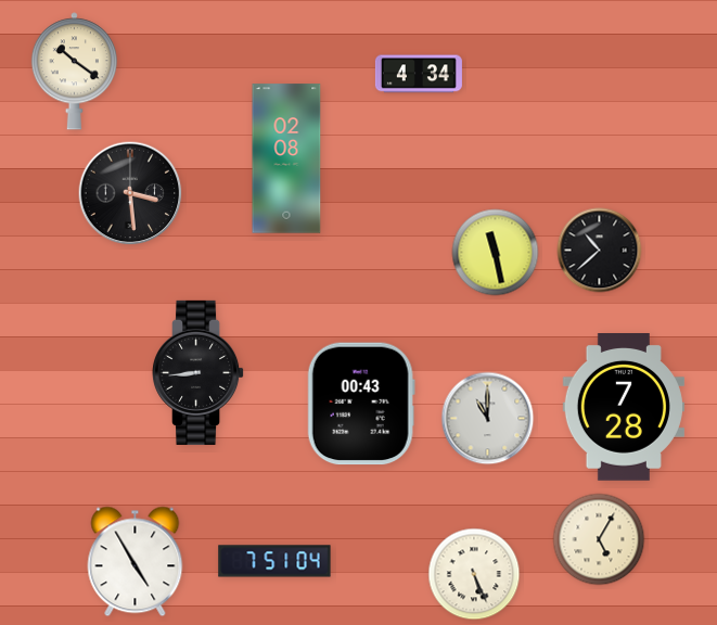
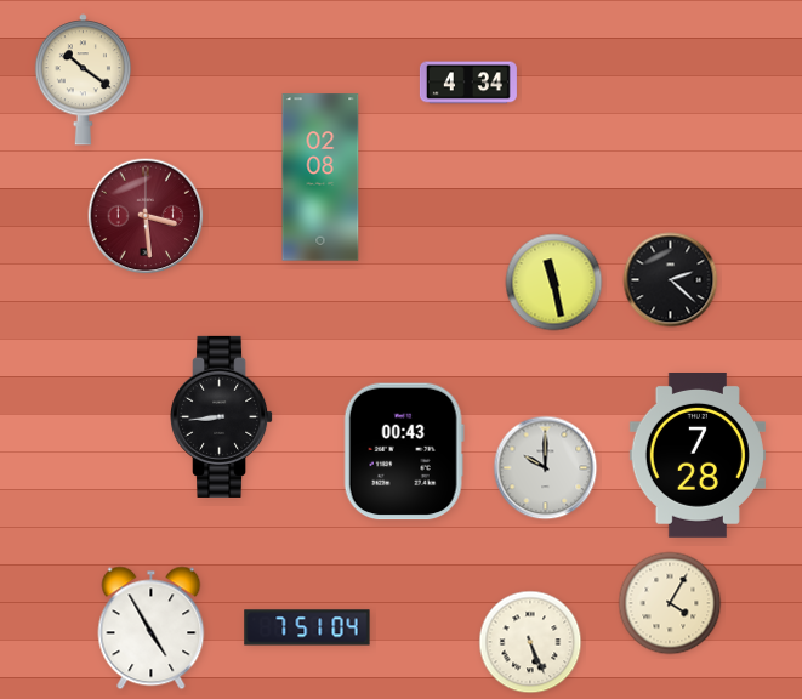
clock at (130, 193) dial: black -> burgundy
clock at (600, 251): 10:38 -> 2:22
clock at (488, 419): 11:00 -> 10:00
clock at (599, 539): 5:05 -> 4:05
